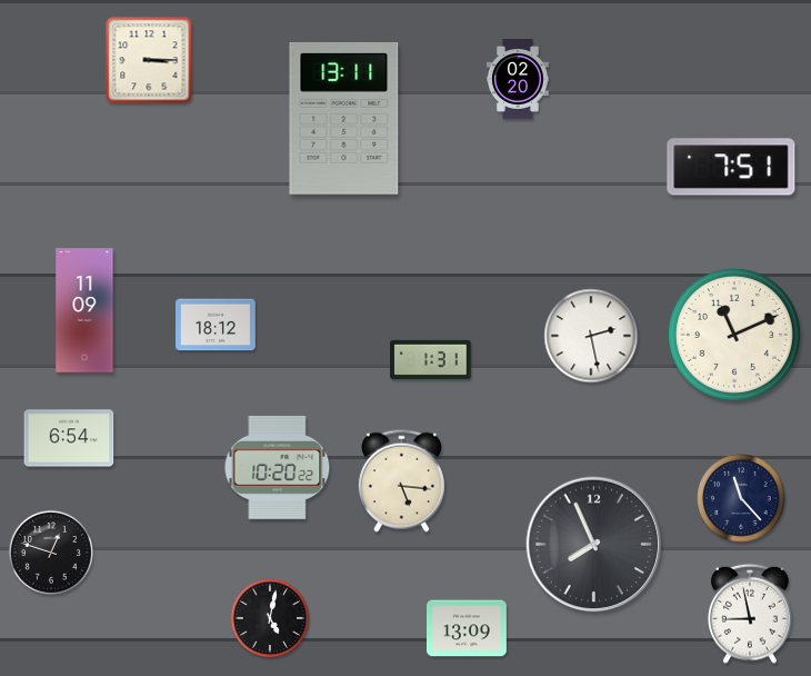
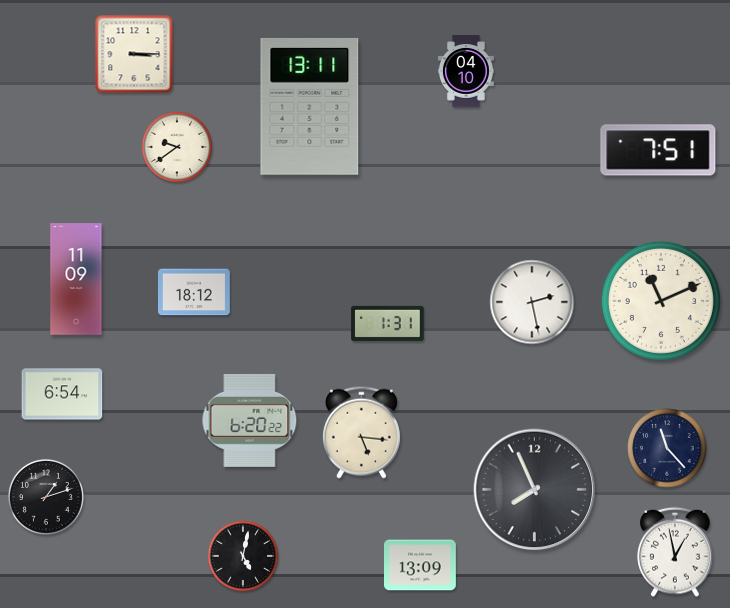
clock at (518, 79): 02:20 -> 04:10
clock at (177, 147): none -> 9:39
clock at (278, 467): 10:20 -> 6:20
clock at (51, 553): 12:48 -> 1:12
clock at (750, 614): 8:58 -> 12:58
